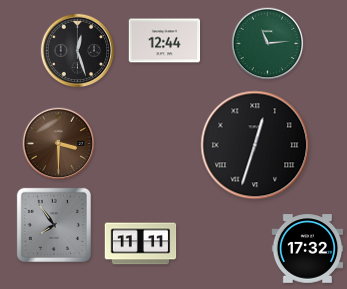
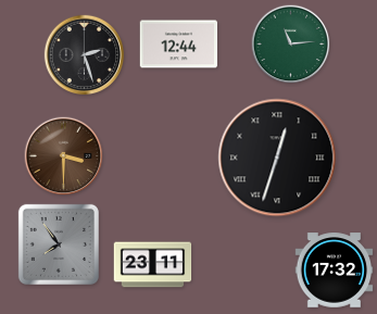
clock at (268, 44) position: (268, 44) -> (291, 45)
clock at (78, 51): 12:27 -> 2:27
clock at (141, 244): 11:11 -> 23:11
